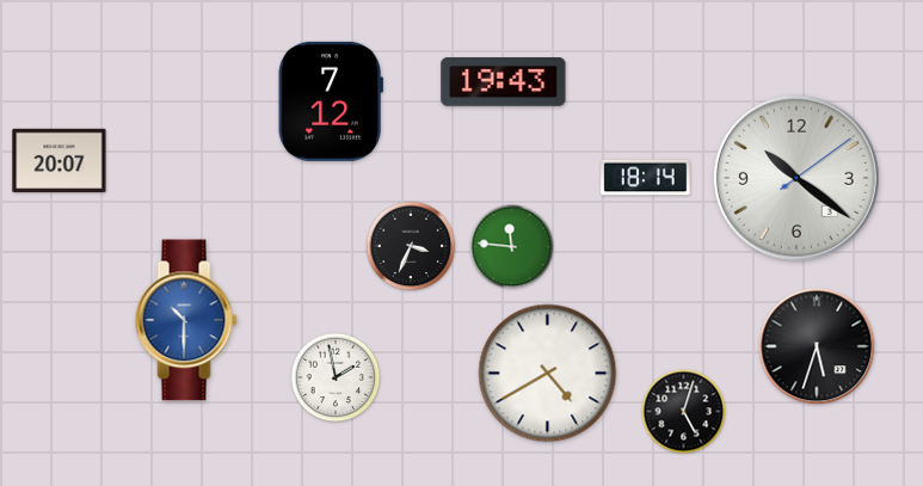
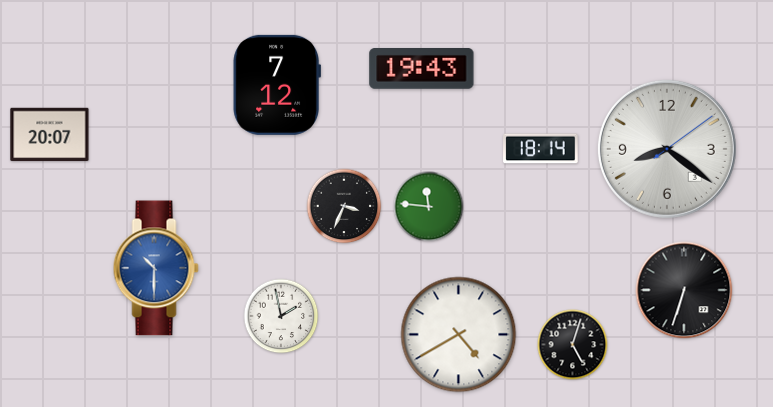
clock at (796, 178): 10:21 -> 8:21
clock at (817, 346): 5:33 -> 6:33
clock at (548, 374) position: (548, 374) -> (459, 335)
